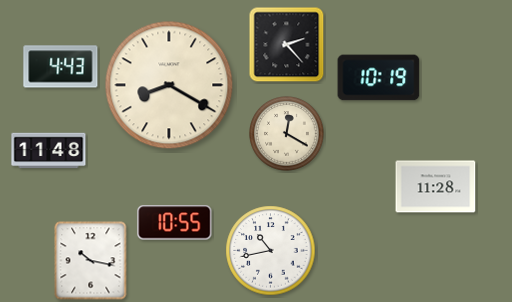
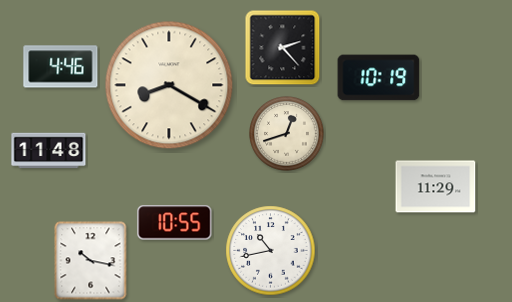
clock at (287, 45) position: (287, 45) -> (283, 48)
clock at (61, 67): 4:43 -> 4:46
clock at (287, 134): 12:20 -> 12:42
clock at (436, 187): 11:28 -> 11:29
